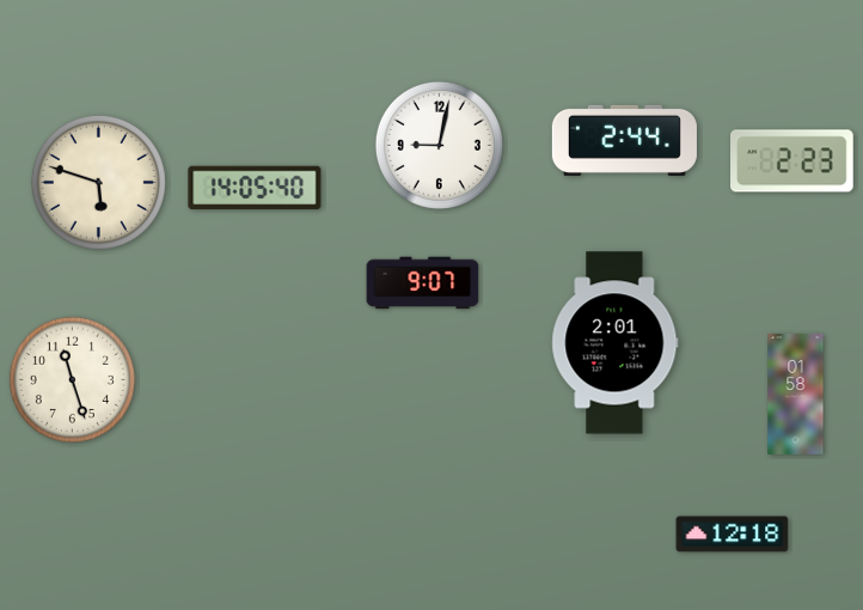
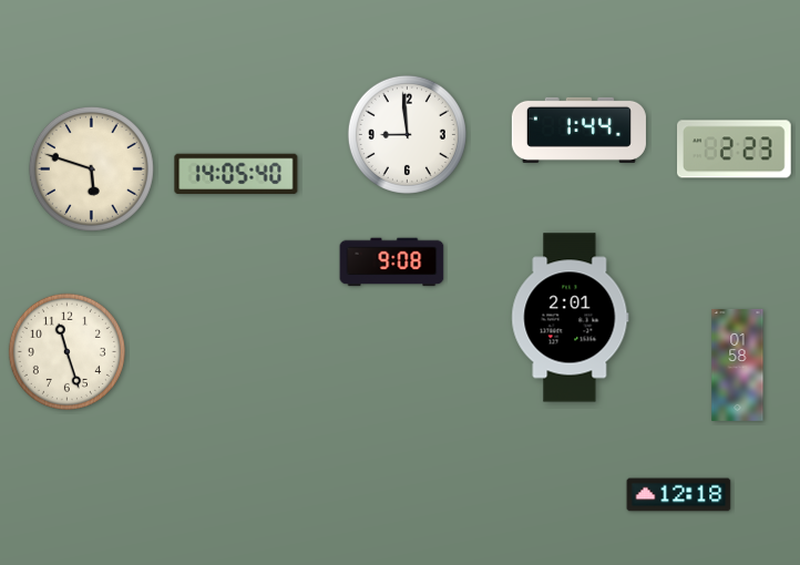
clock at (624, 140): 2:44 -> 1:44
clock at (439, 145): 9:02 -> 8:59
clock at (423, 283): 9:07 -> 9:08
